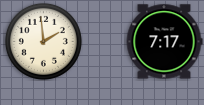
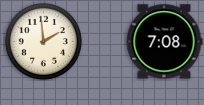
clock at (164, 42): 7:17 -> 7:08
